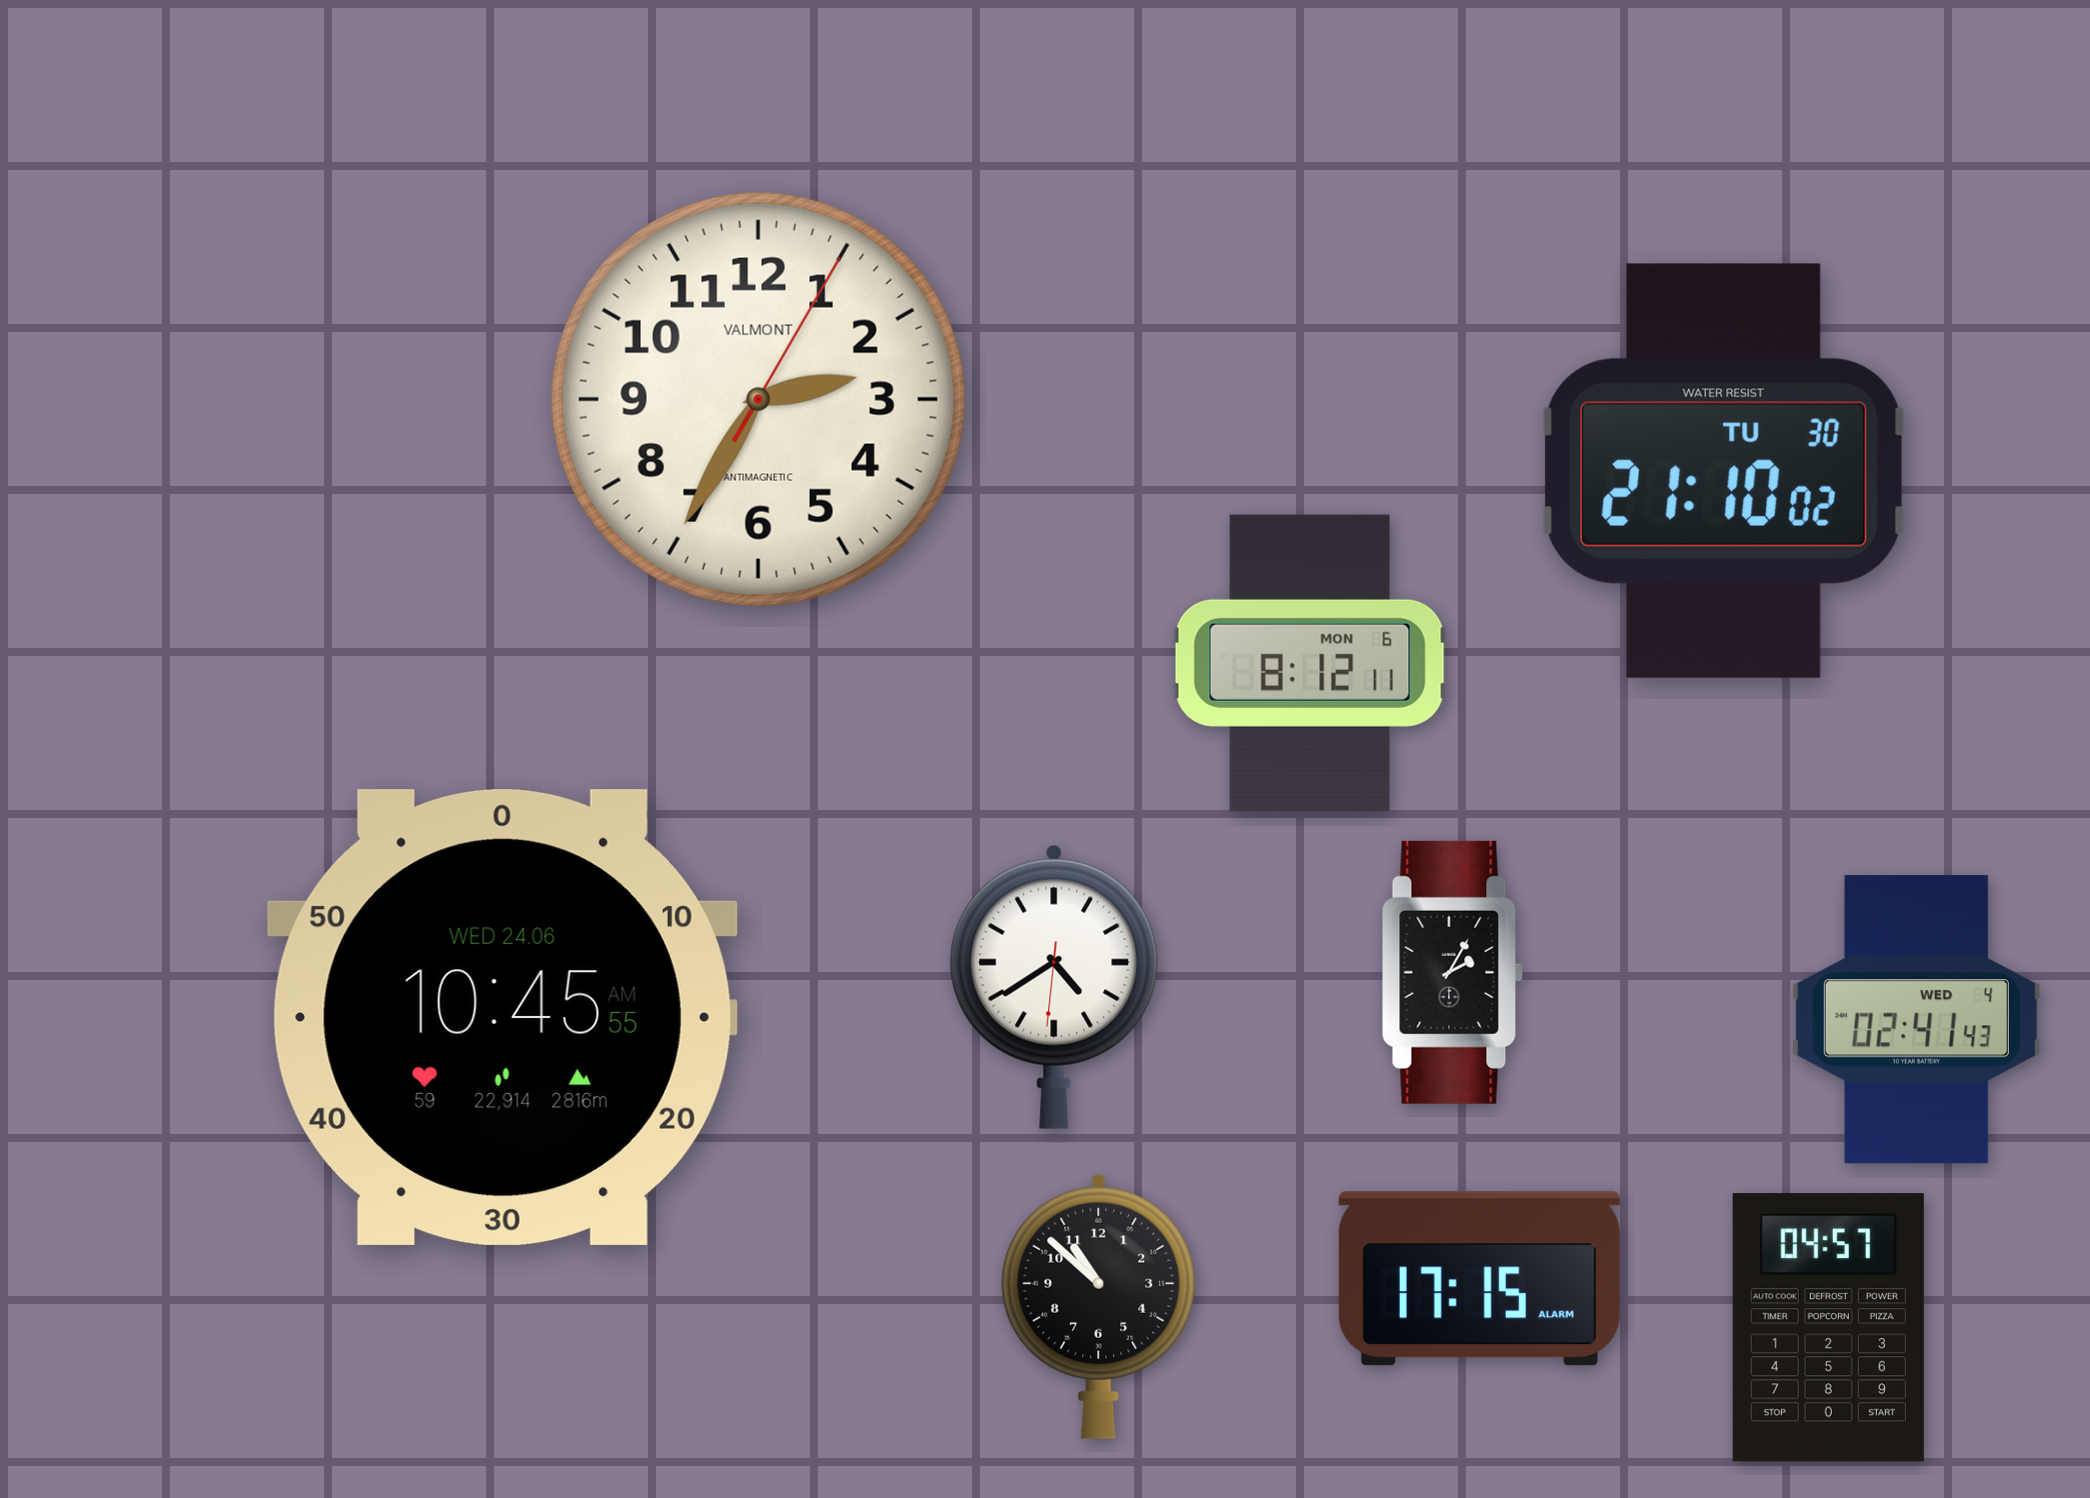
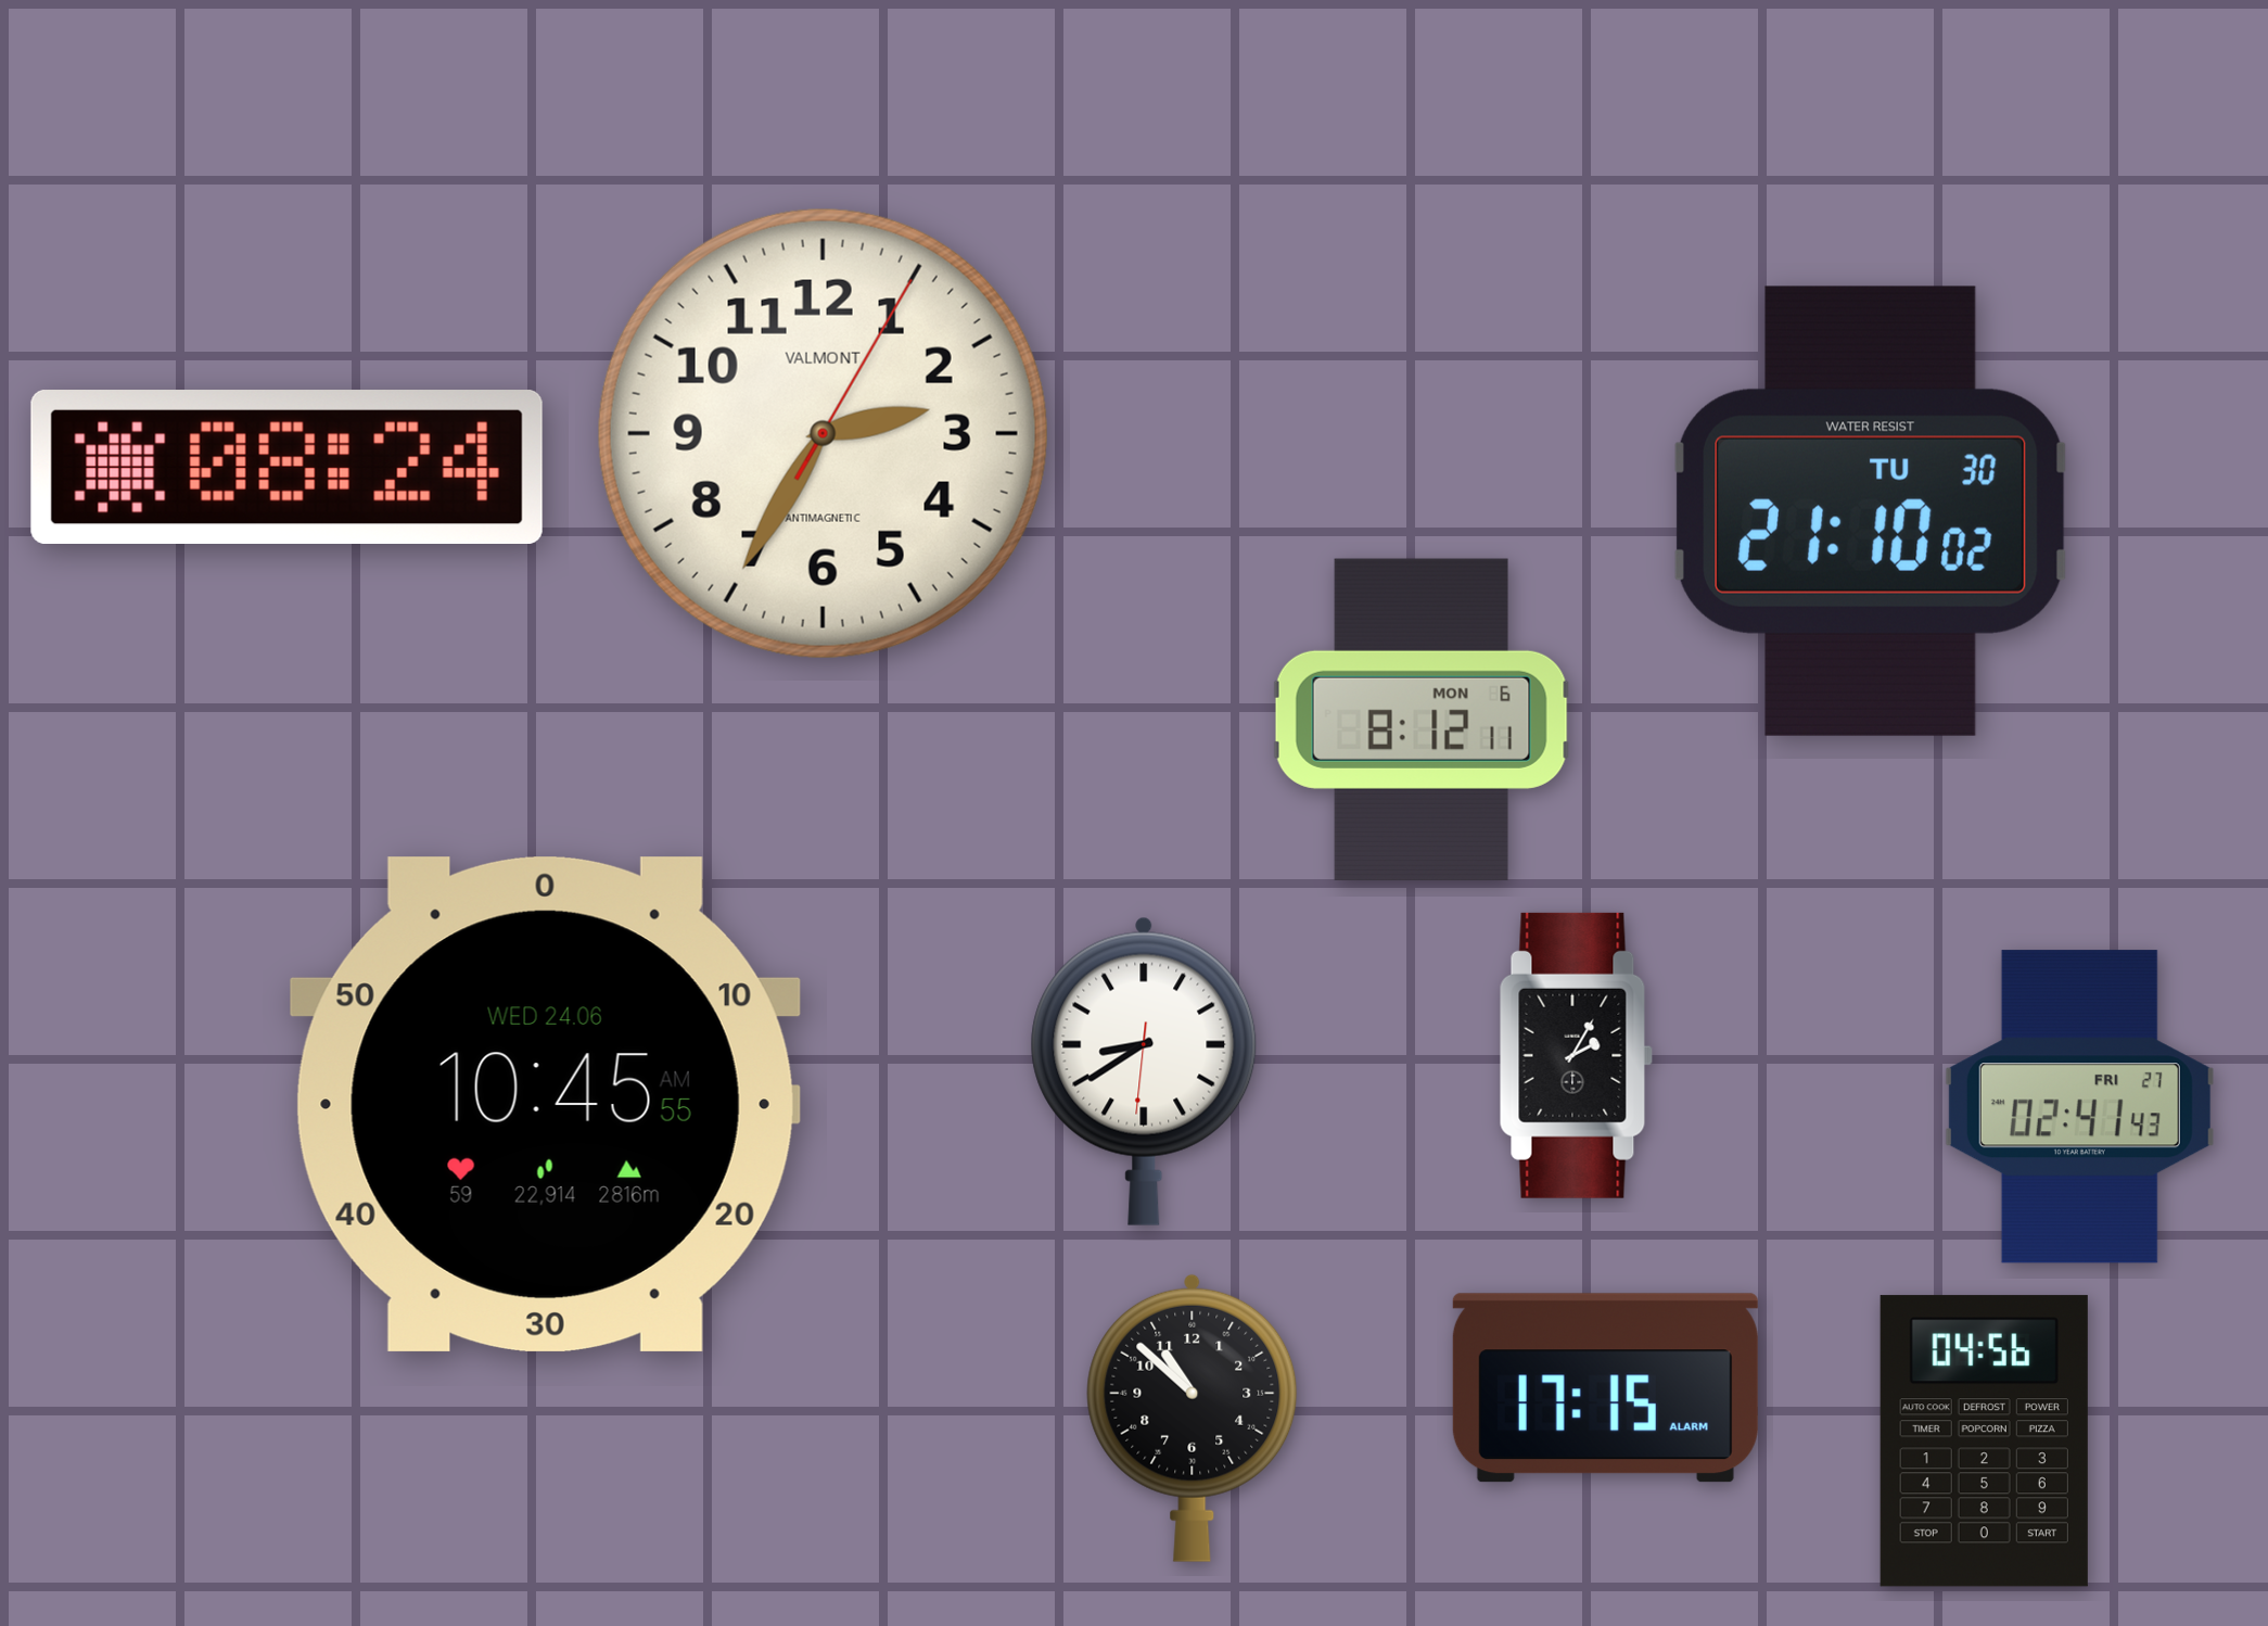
clock at (286, 467): none -> 08:24
clock at (1054, 987): 4:39 -> 8:39
clock at (1916, 1020) date: WED 4 -> FRI 27
clock at (1828, 1328): 04:57 -> 04:56
